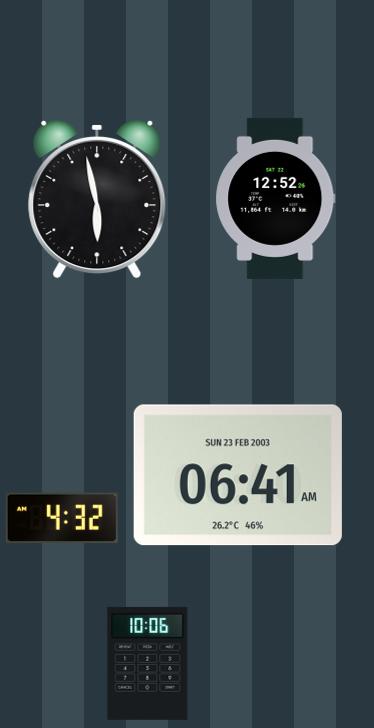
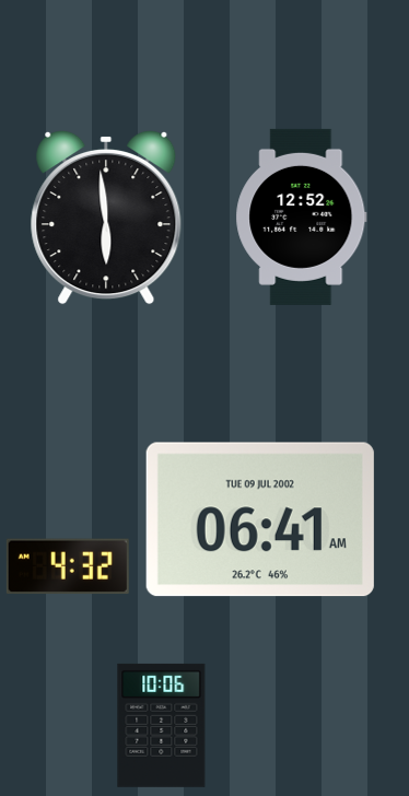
clock at (97, 199): 5:58 -> 5:59
clock at (238, 475) date: SUN 23 FEB 2003 -> TUE 09 JUL 2002
